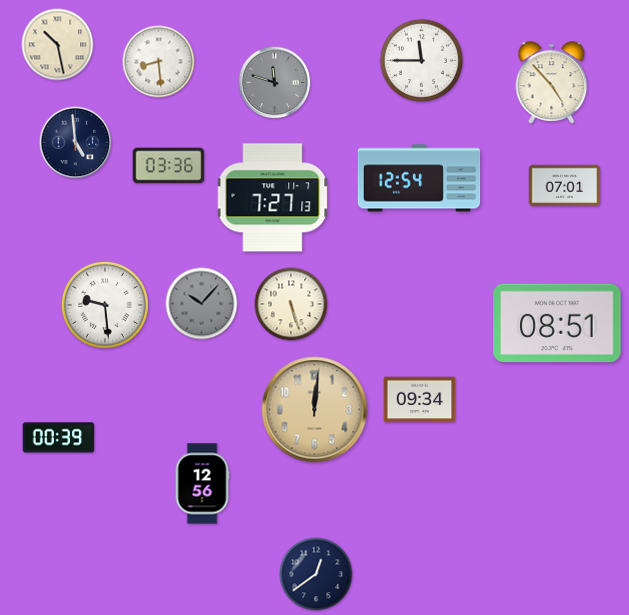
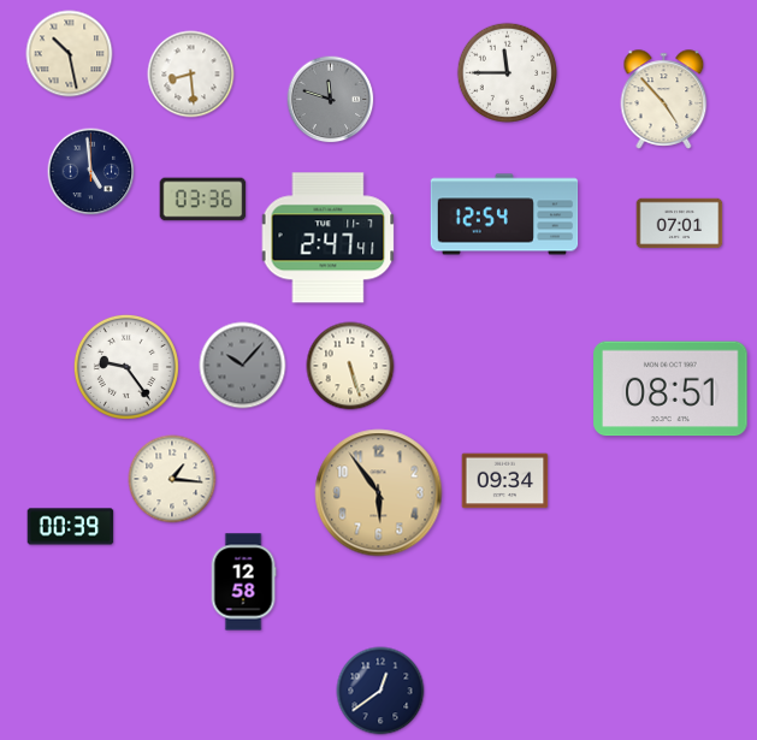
clock at (273, 198): 7:27 -> 2:47
clock at (105, 305): 9:29 -> 9:24
clock at (172, 479): none -> 1:16
clock at (315, 410): 12:01 -> 5:54
clock at (202, 484): 12:56 -> 12:58
